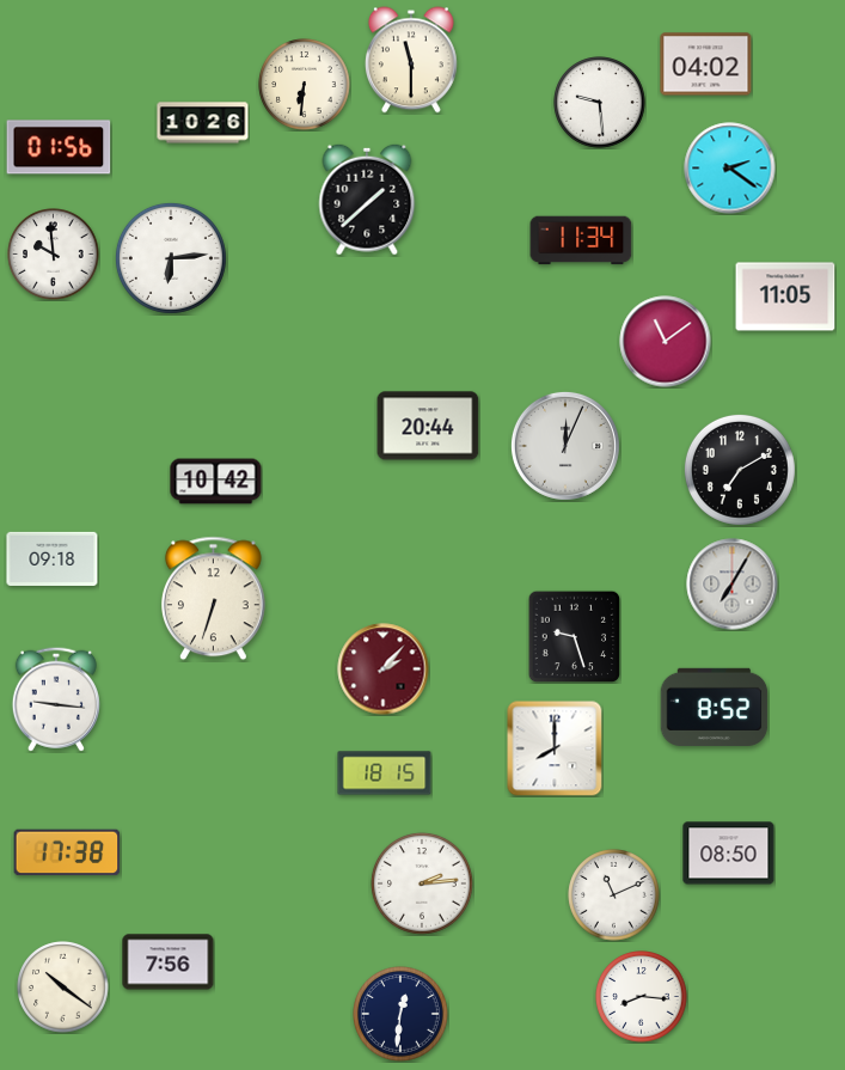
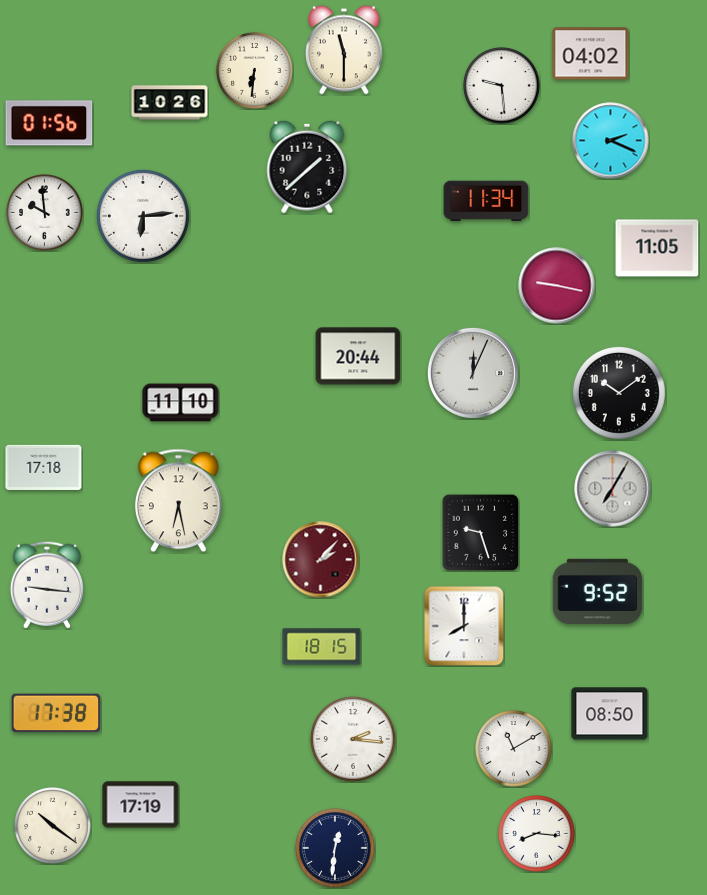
clock at (730, 169): 2:21 -> 2:19
clock at (666, 342): 11:09 -> 9:17
clock at (740, 470): 7:10 -> 10:09
clock at (216, 482): 10:42 -> 11:10
clock at (53, 558): 09:18 -> 17:18
clock at (213, 599): 6:33 -> 6:28
clock at (715, 707): 8:52 -> 9:52
clock at (422, 883): 2:14 -> 2:16
clock at (614, 895): 11:11 -> 11:10
clock at (169, 962): 7:56 -> 17:19
